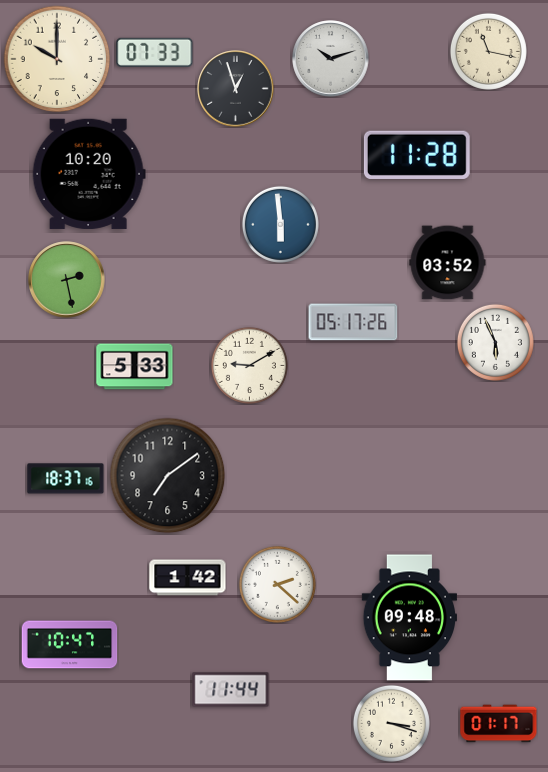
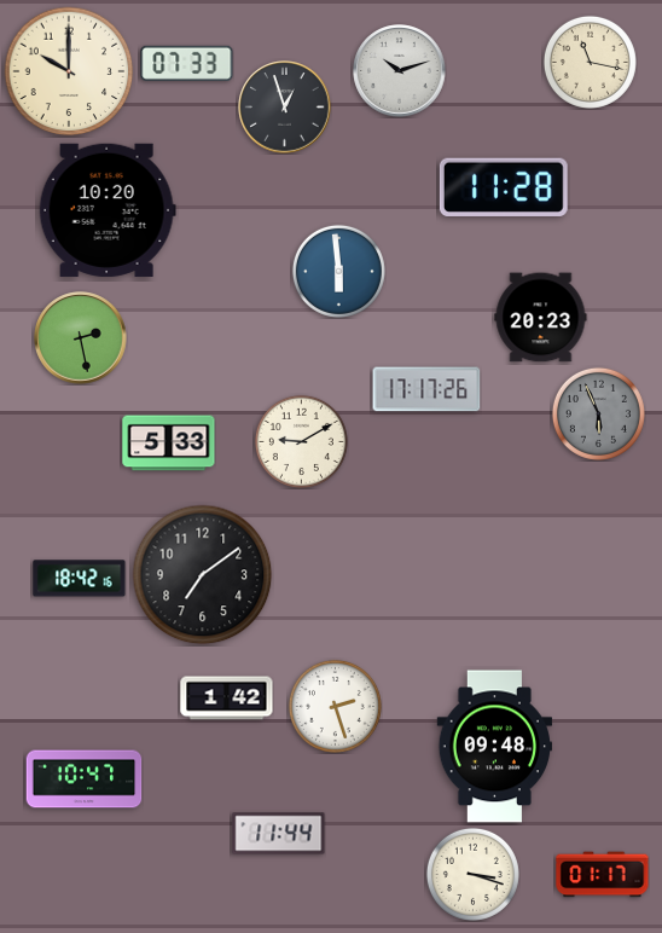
clock at (448, 263): 03:52 -> 20:23
clock at (353, 322): 05:17 -> 17:17
clock at (495, 342) dial: white -> grey
clock at (135, 367) position: (135, 367) -> (169, 444)
clock at (66, 479): 18:37 -> 18:42
clock at (277, 584): 2:22 -> 2:27
